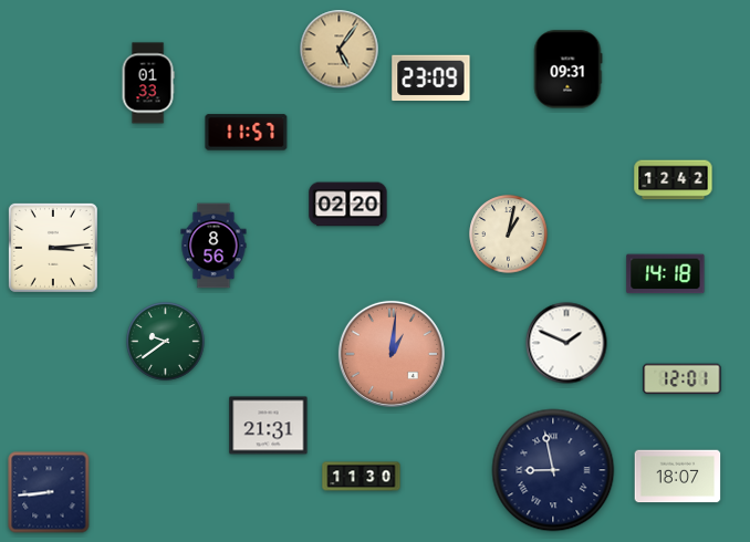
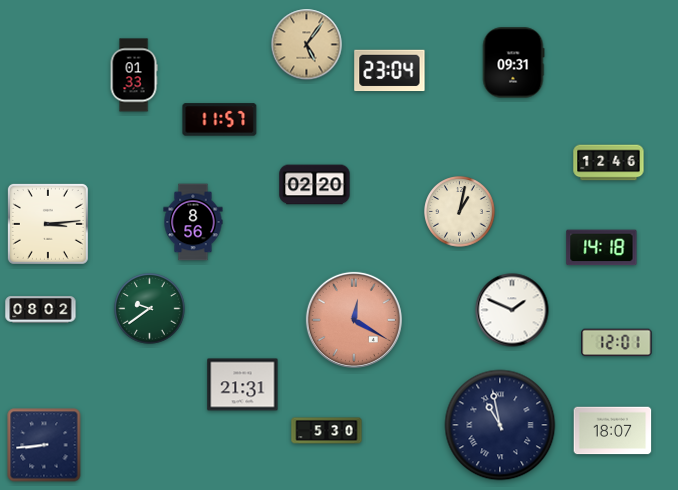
clock at (431, 79): 23:09 -> 23:04
clock at (247, 133) position: (247, 133) -> (220, 120)
clock at (674, 180): 12:42 -> 12:46
clock at (41, 310): none -> 08:02
clock at (392, 354): 1:01 -> 12:20
clock at (553, 470): 8:58 -> 10:58
clock at (362, 477): 11:30 -> 5:30
